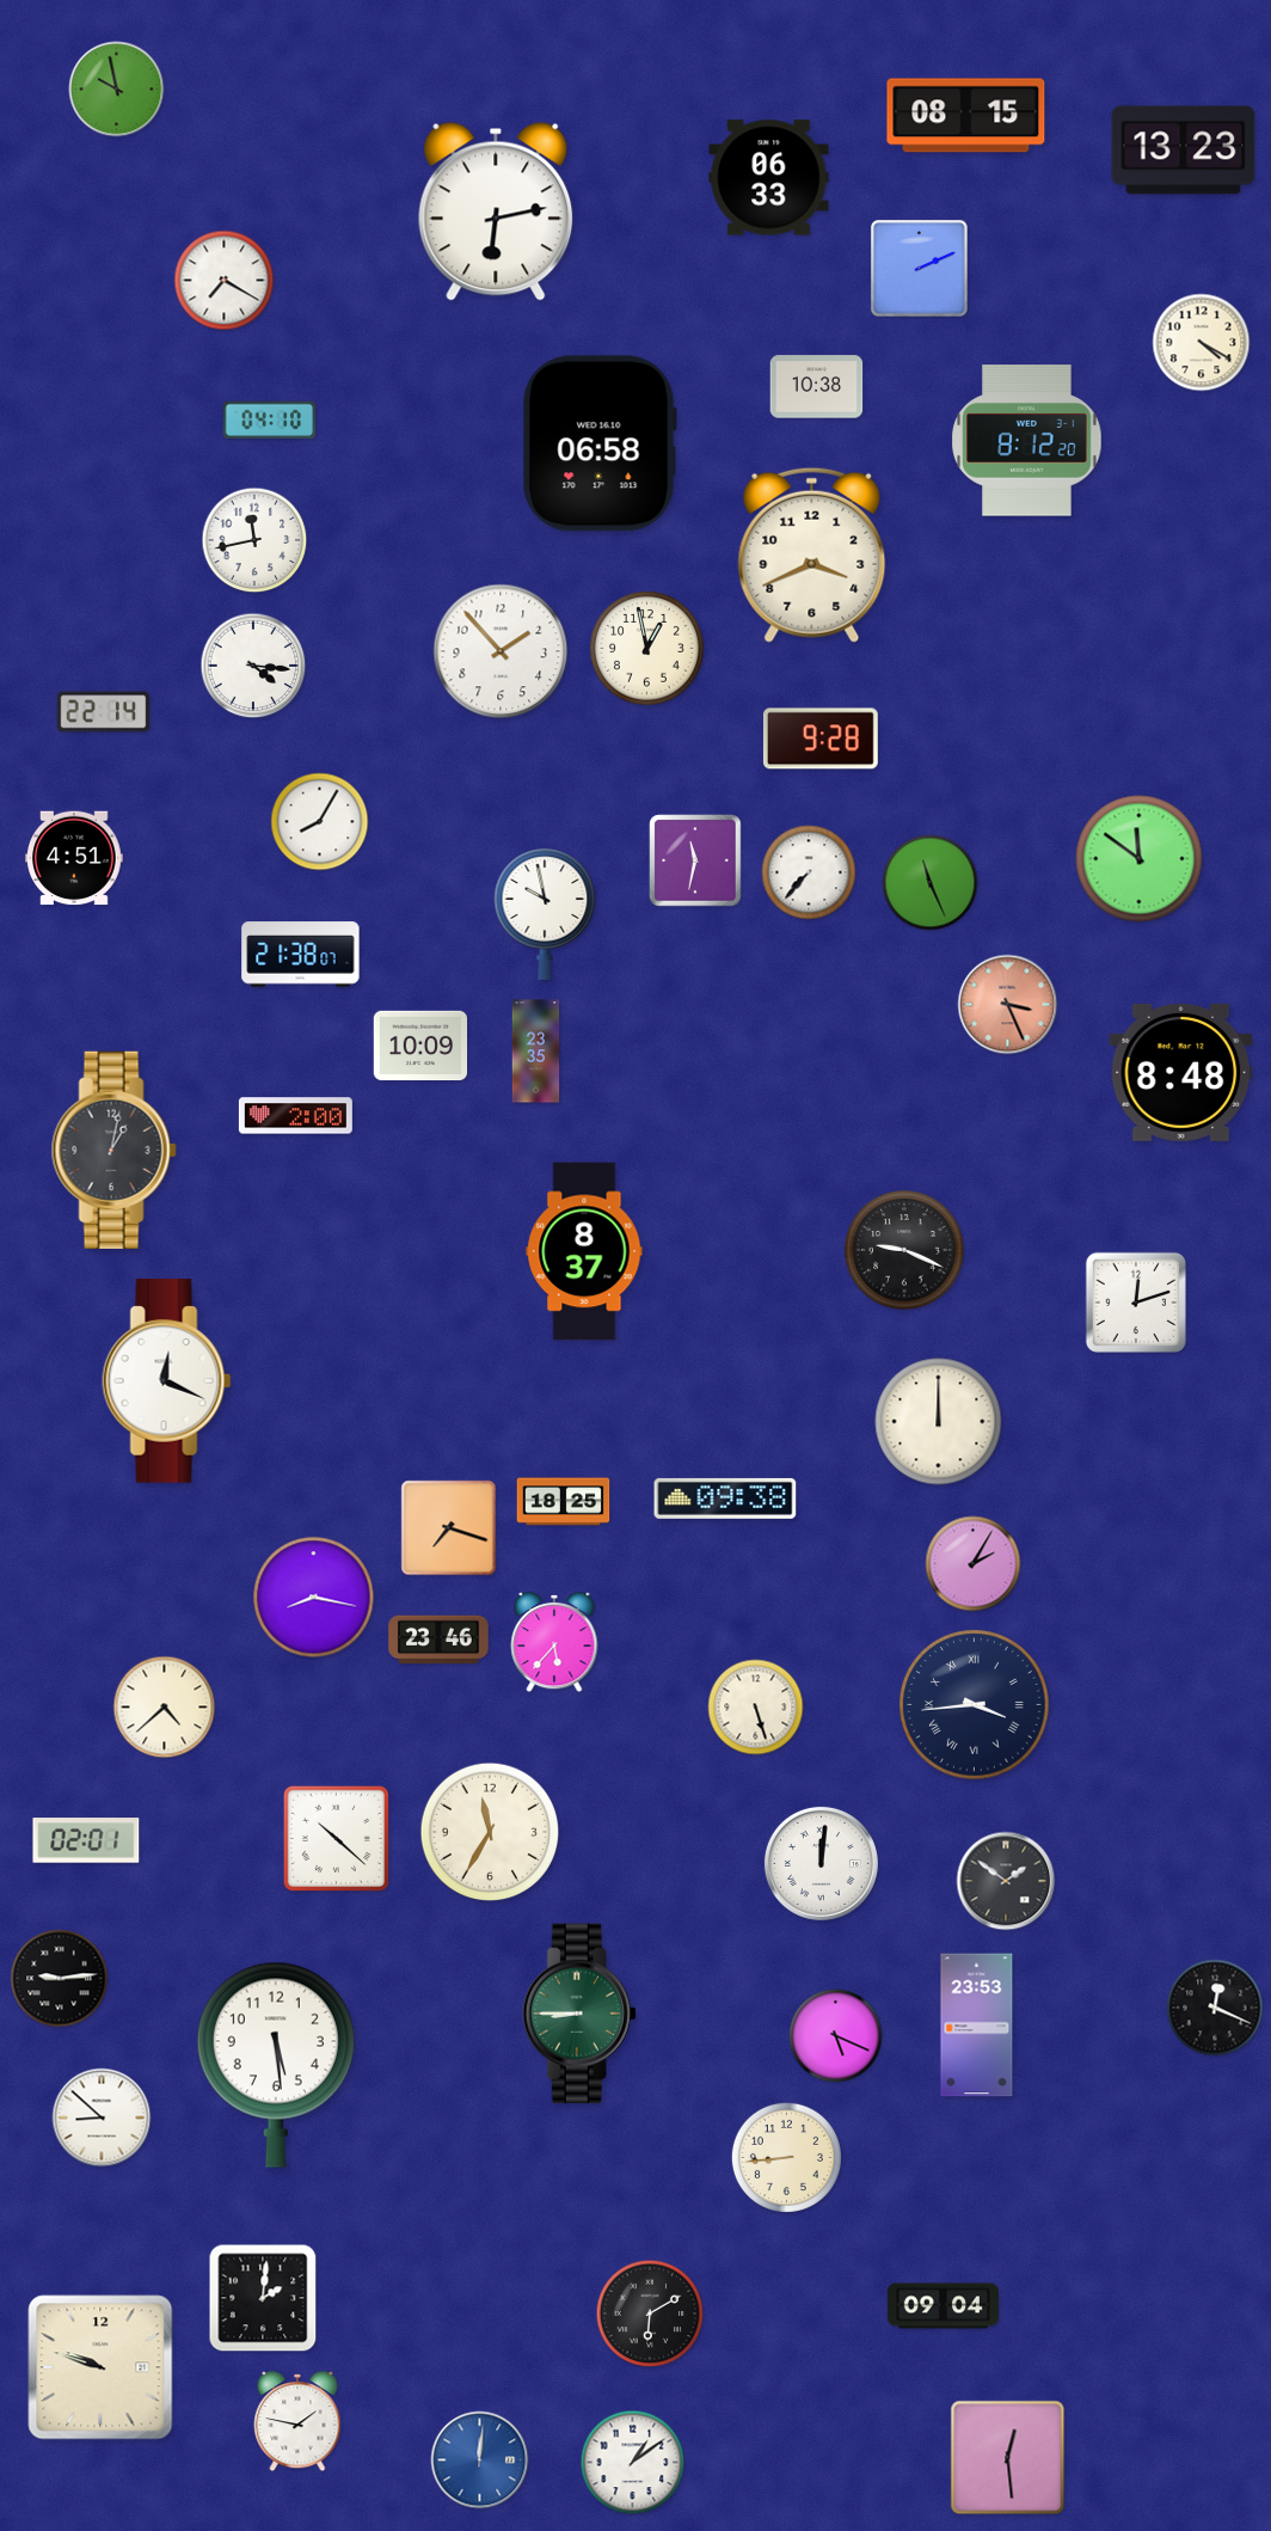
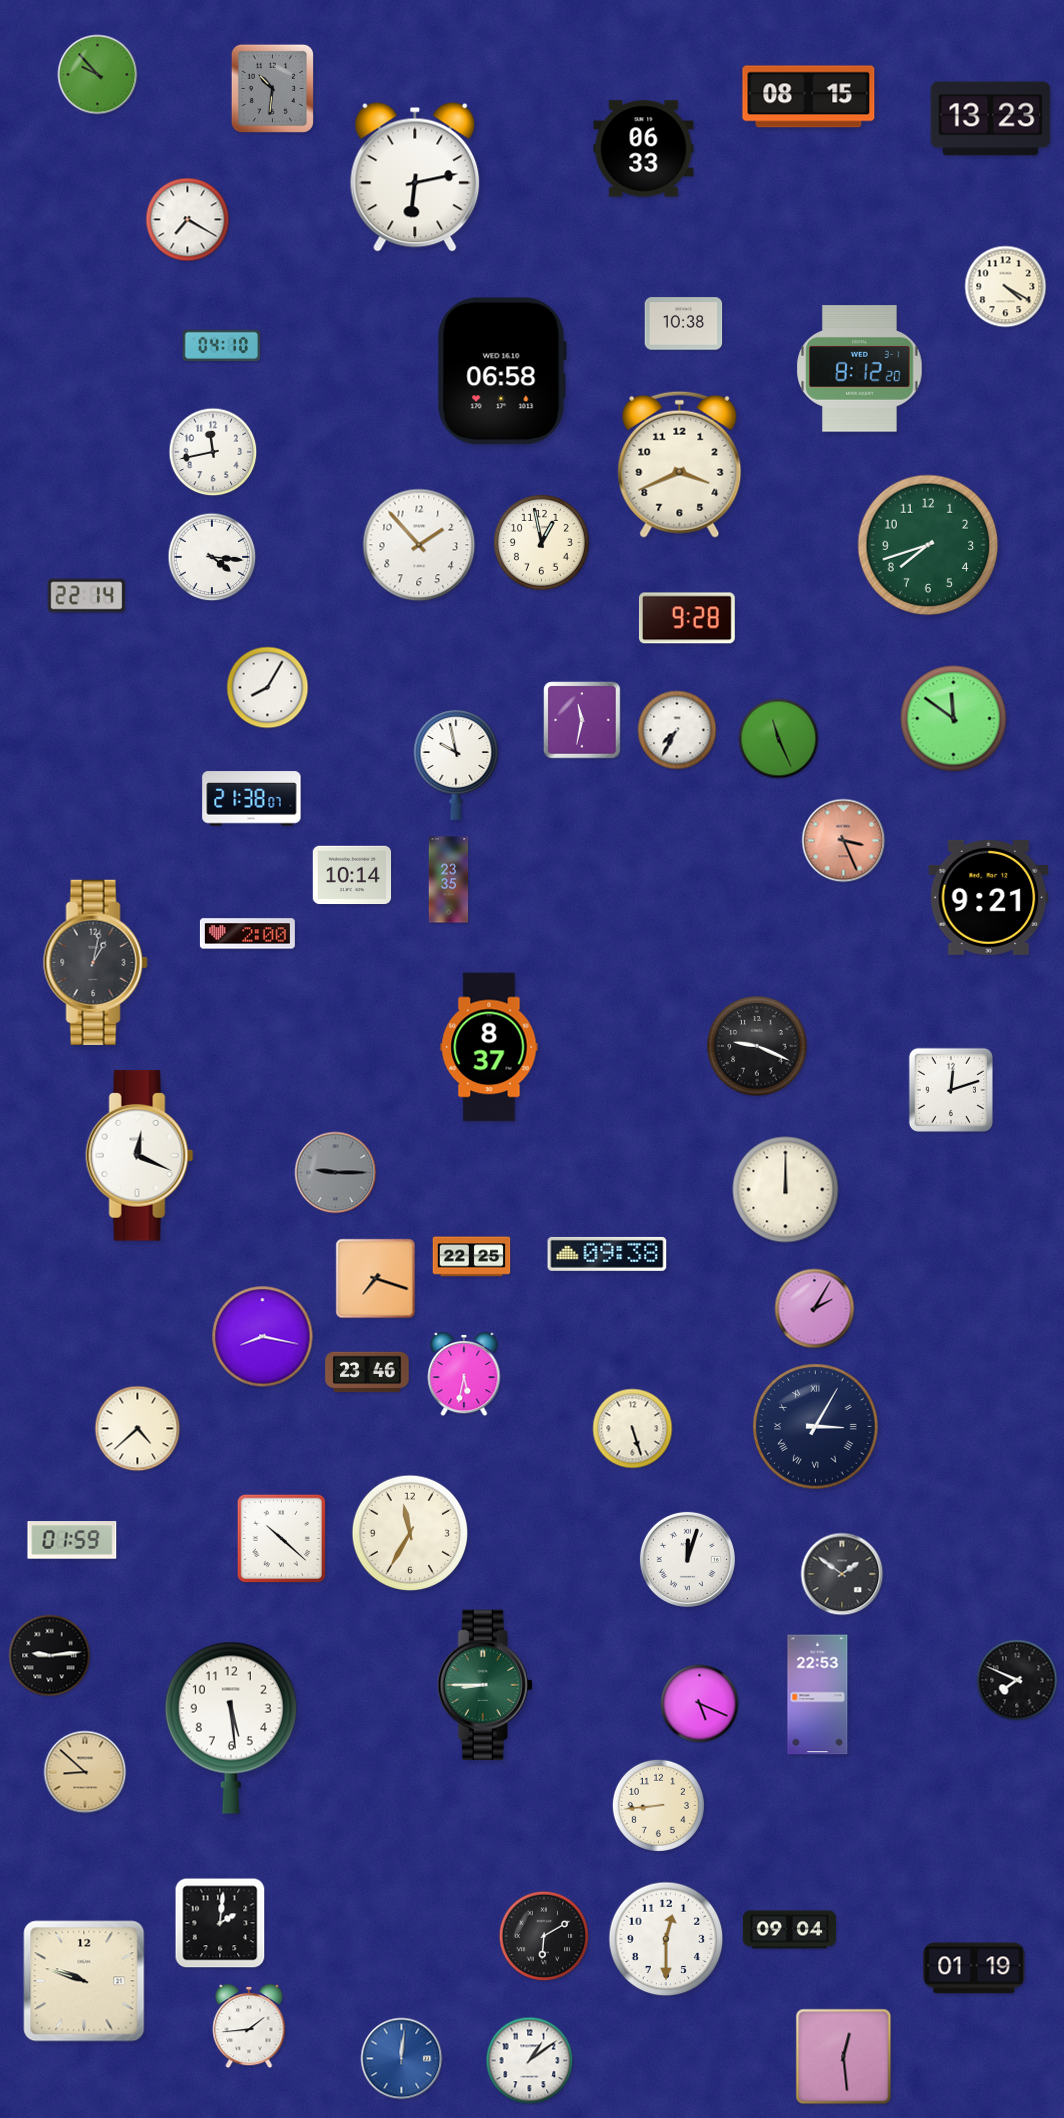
clock at (117, 90): 9:58 -> 9:53
clock at (272, 88): none -> 10:31
clock at (1184, 151) position: (1184, 151) -> (991, 119)
clock at (920, 269): 2:11 -> none
clock at (225, 281) position: (225, 281) -> (188, 220)
clock at (270, 419) position: (270, 419) -> (222, 345)
clock at (928, 545): none -> 7:42
clock at (74, 858): 4:51 -> none
clock at (809, 872): 7:37 -> 7:35
clock at (420, 1046): 10:09 -> 10:14
clock at (1181, 1072): 8:48 -> 9:21
clock at (336, 1173): none -> 9:15
clock at (564, 1502): 18:25 -> 22:25
clock at (554, 1642): 5:37 -> 5:32
clock at (975, 1705): 3:44 -> 3:05
clock at (86, 1840): 02:01 -> 01:59
clock at (821, 1863): 12:01 -> 12:03
clock at (1215, 2008): 12:19 -> 7:49
clock at (977, 2026): 23:53 -> 22:53
clock at (102, 2118) dial: white -> champagne
clock at (666, 1939): none -> 12:30
clock at (974, 1968): none -> 01:19
clock at (297, 2421): 1:47 -> 1:44
